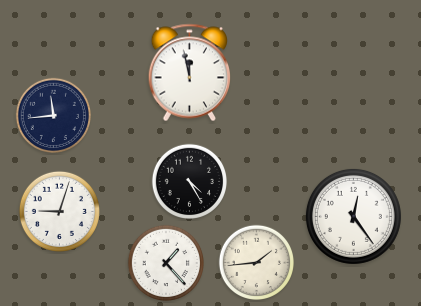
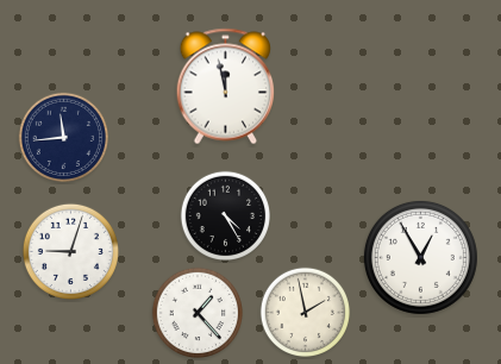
clock at (353, 216): 12:24 -> 12:55
clock at (256, 262): 1:44 -> 1:58
